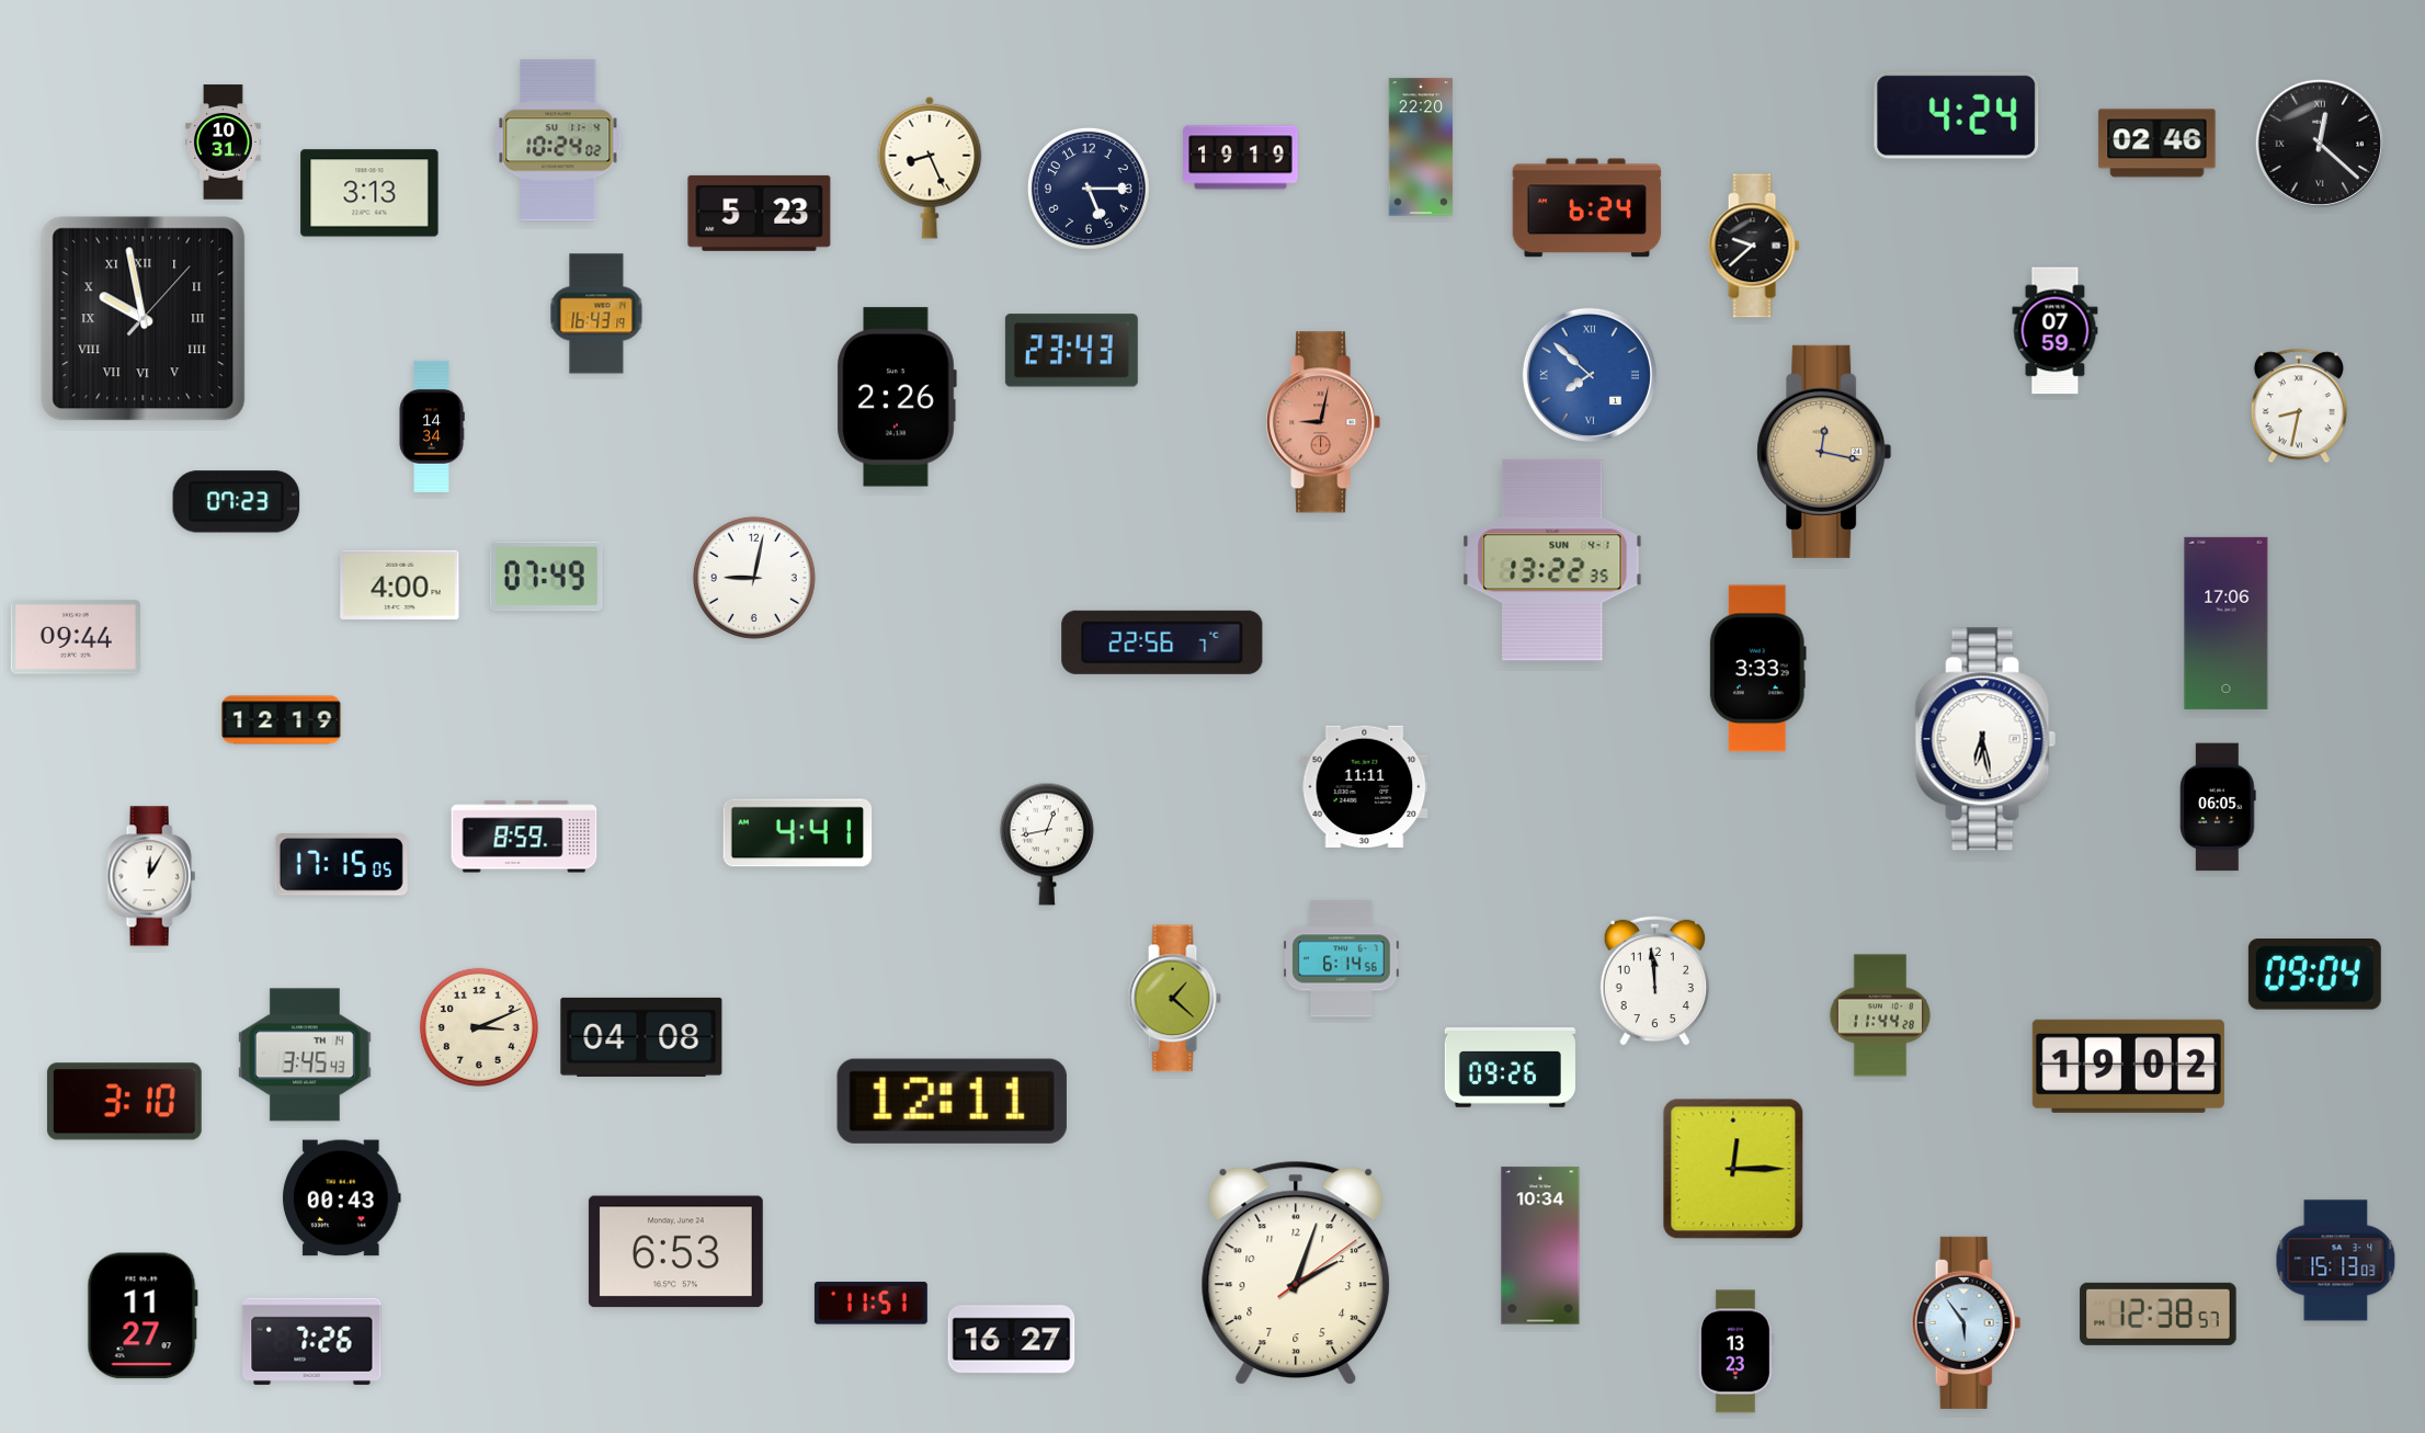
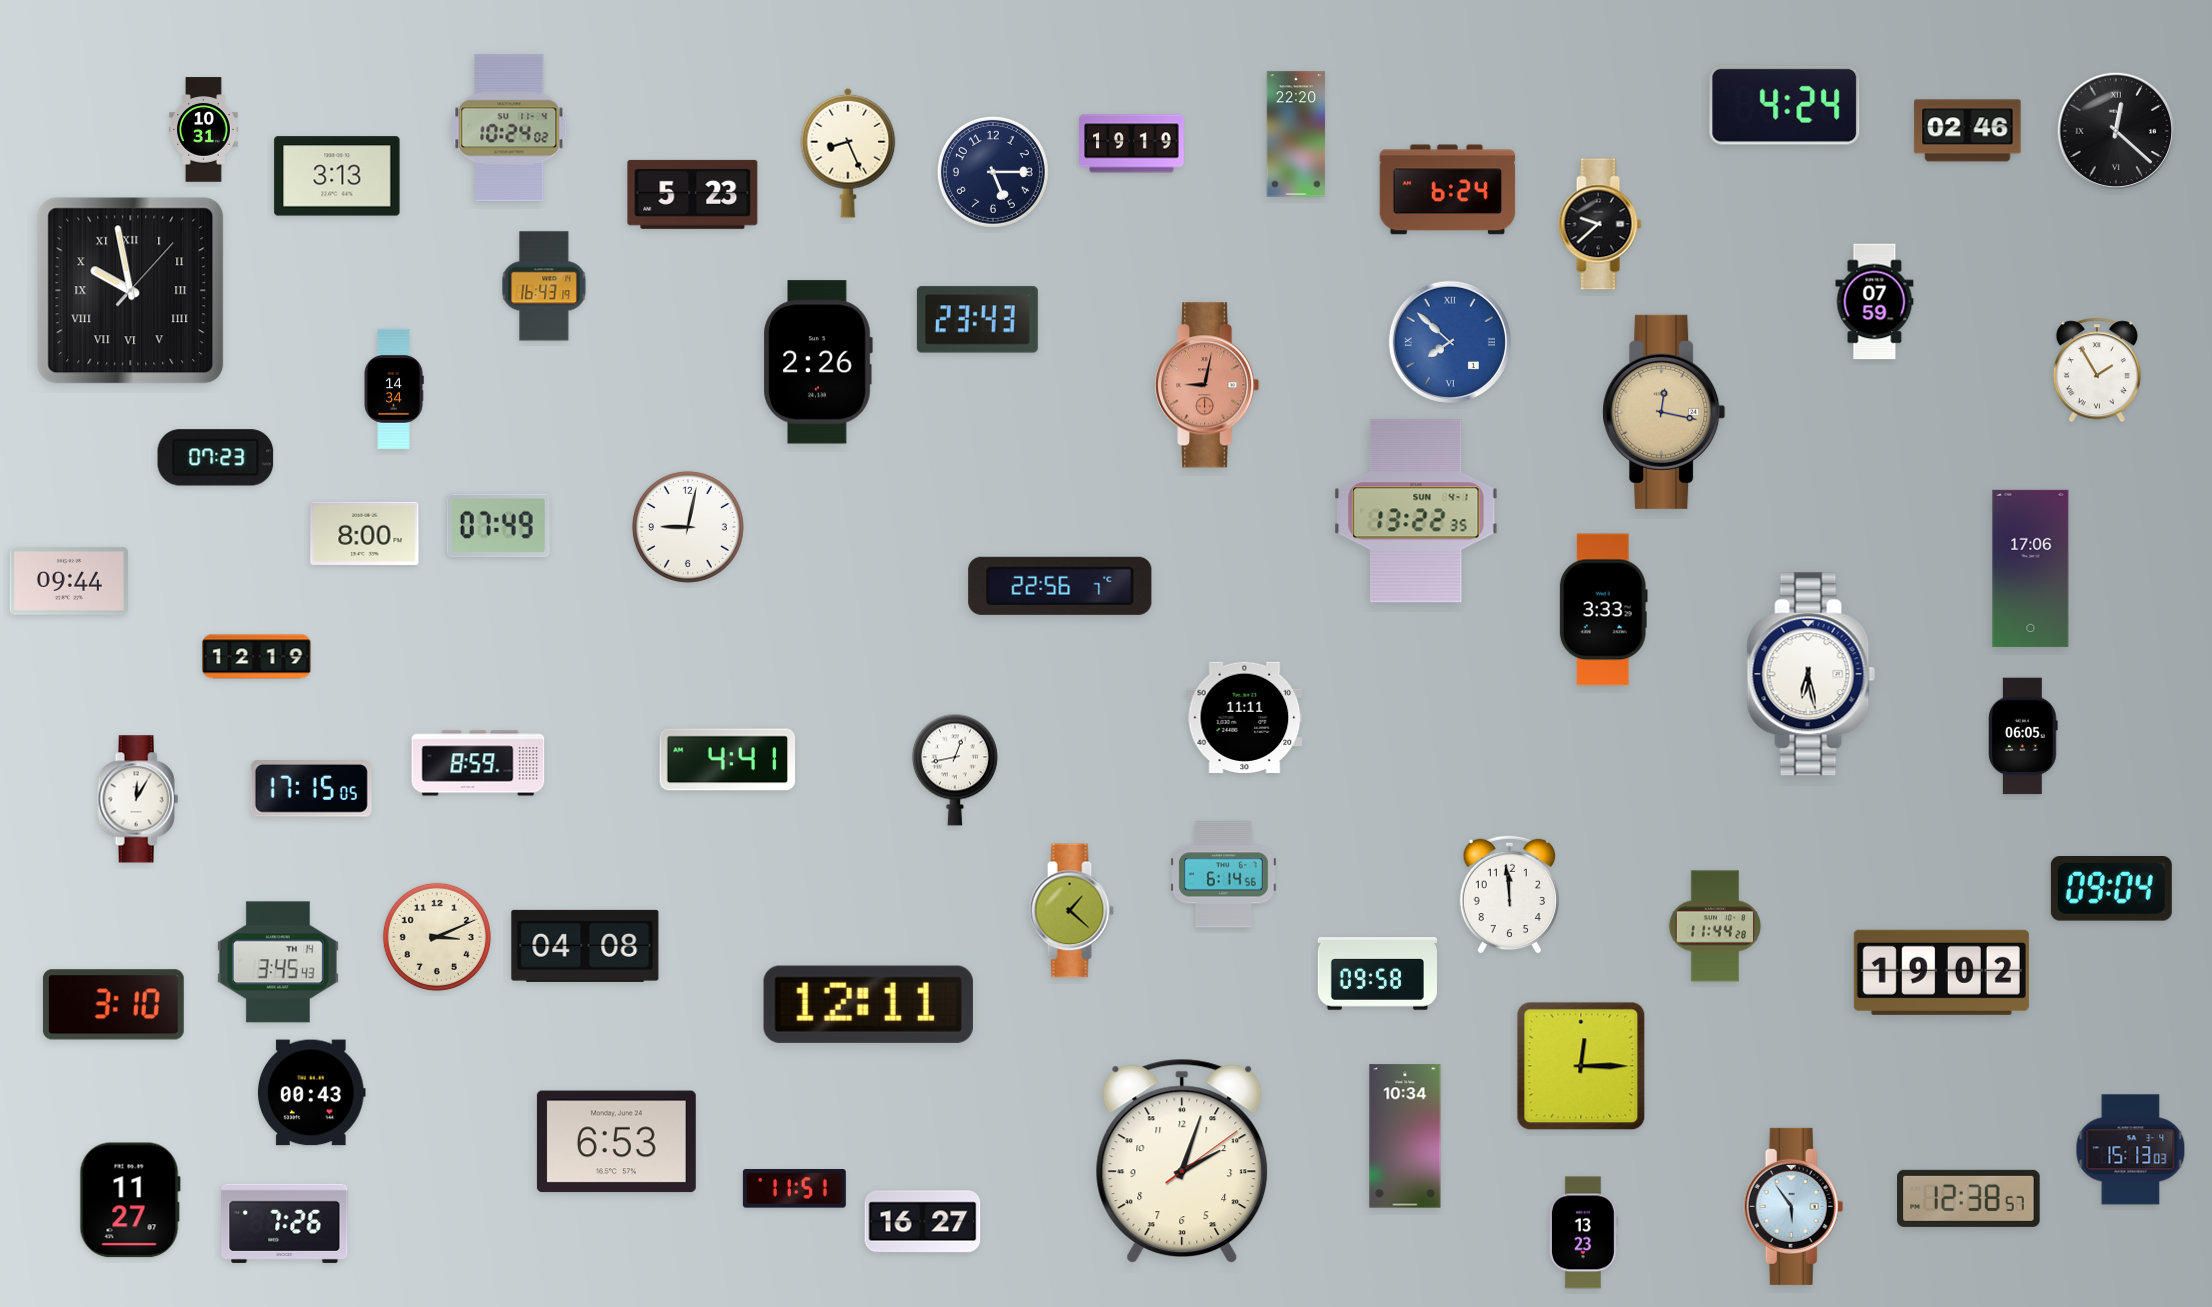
clock at (2299, 406): 8:32 -> 1:55
clock at (400, 584): 4:00 -> 8:00
clock at (1510, 1068): 09:26 -> 09:58
